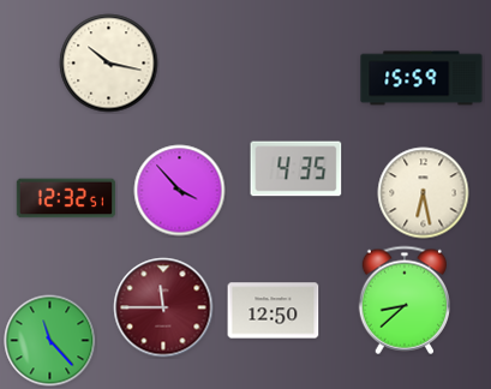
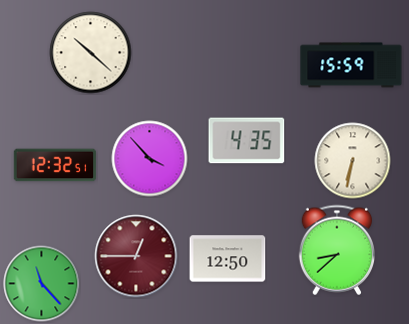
clock at (109, 64): 10:17 -> 10:22
clock at (424, 193): 6:28 -> 6:32
clock at (163, 307): 11:45 -> 12:45
